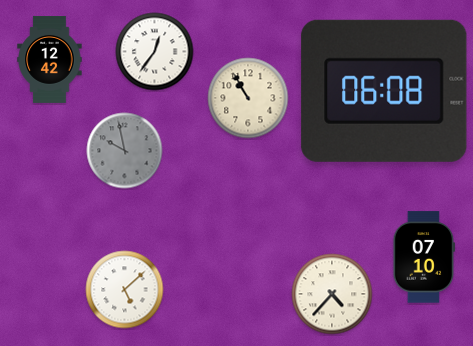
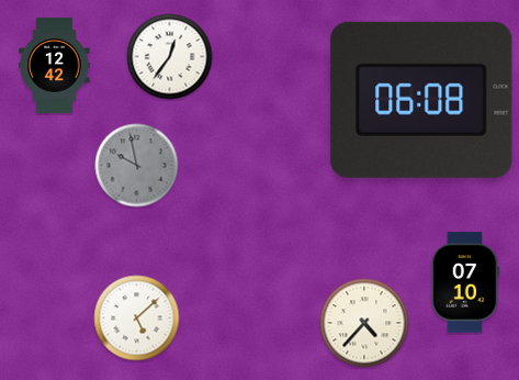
clock at (248, 98): 10:55 -> none
